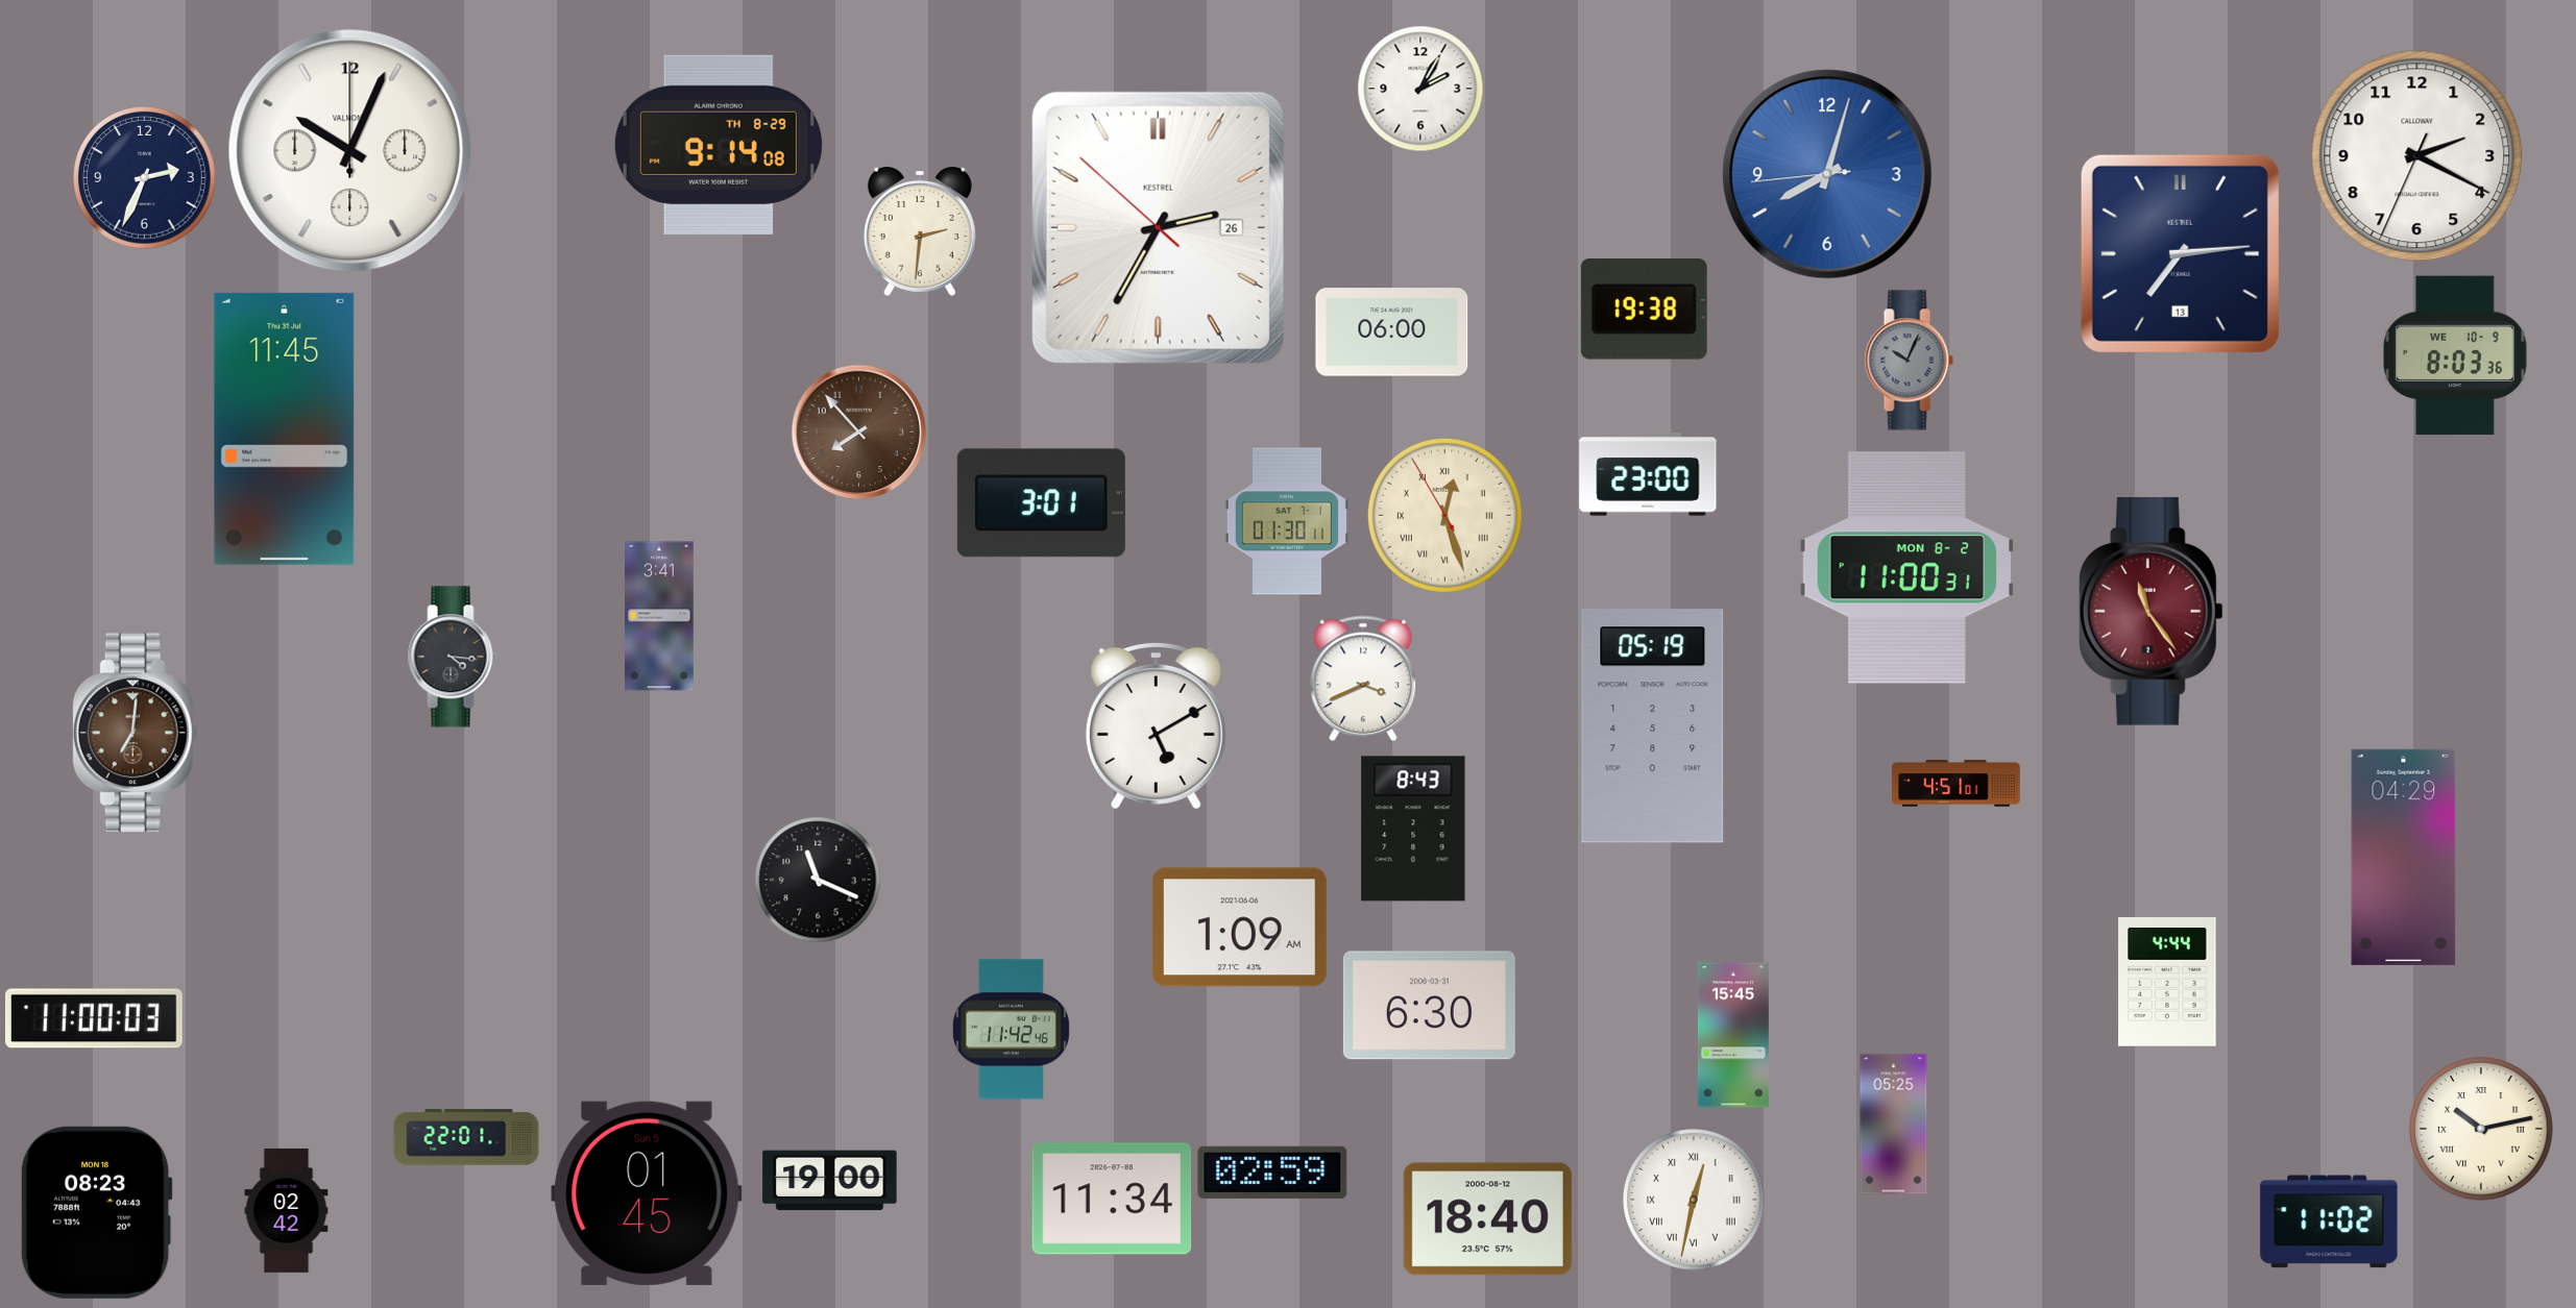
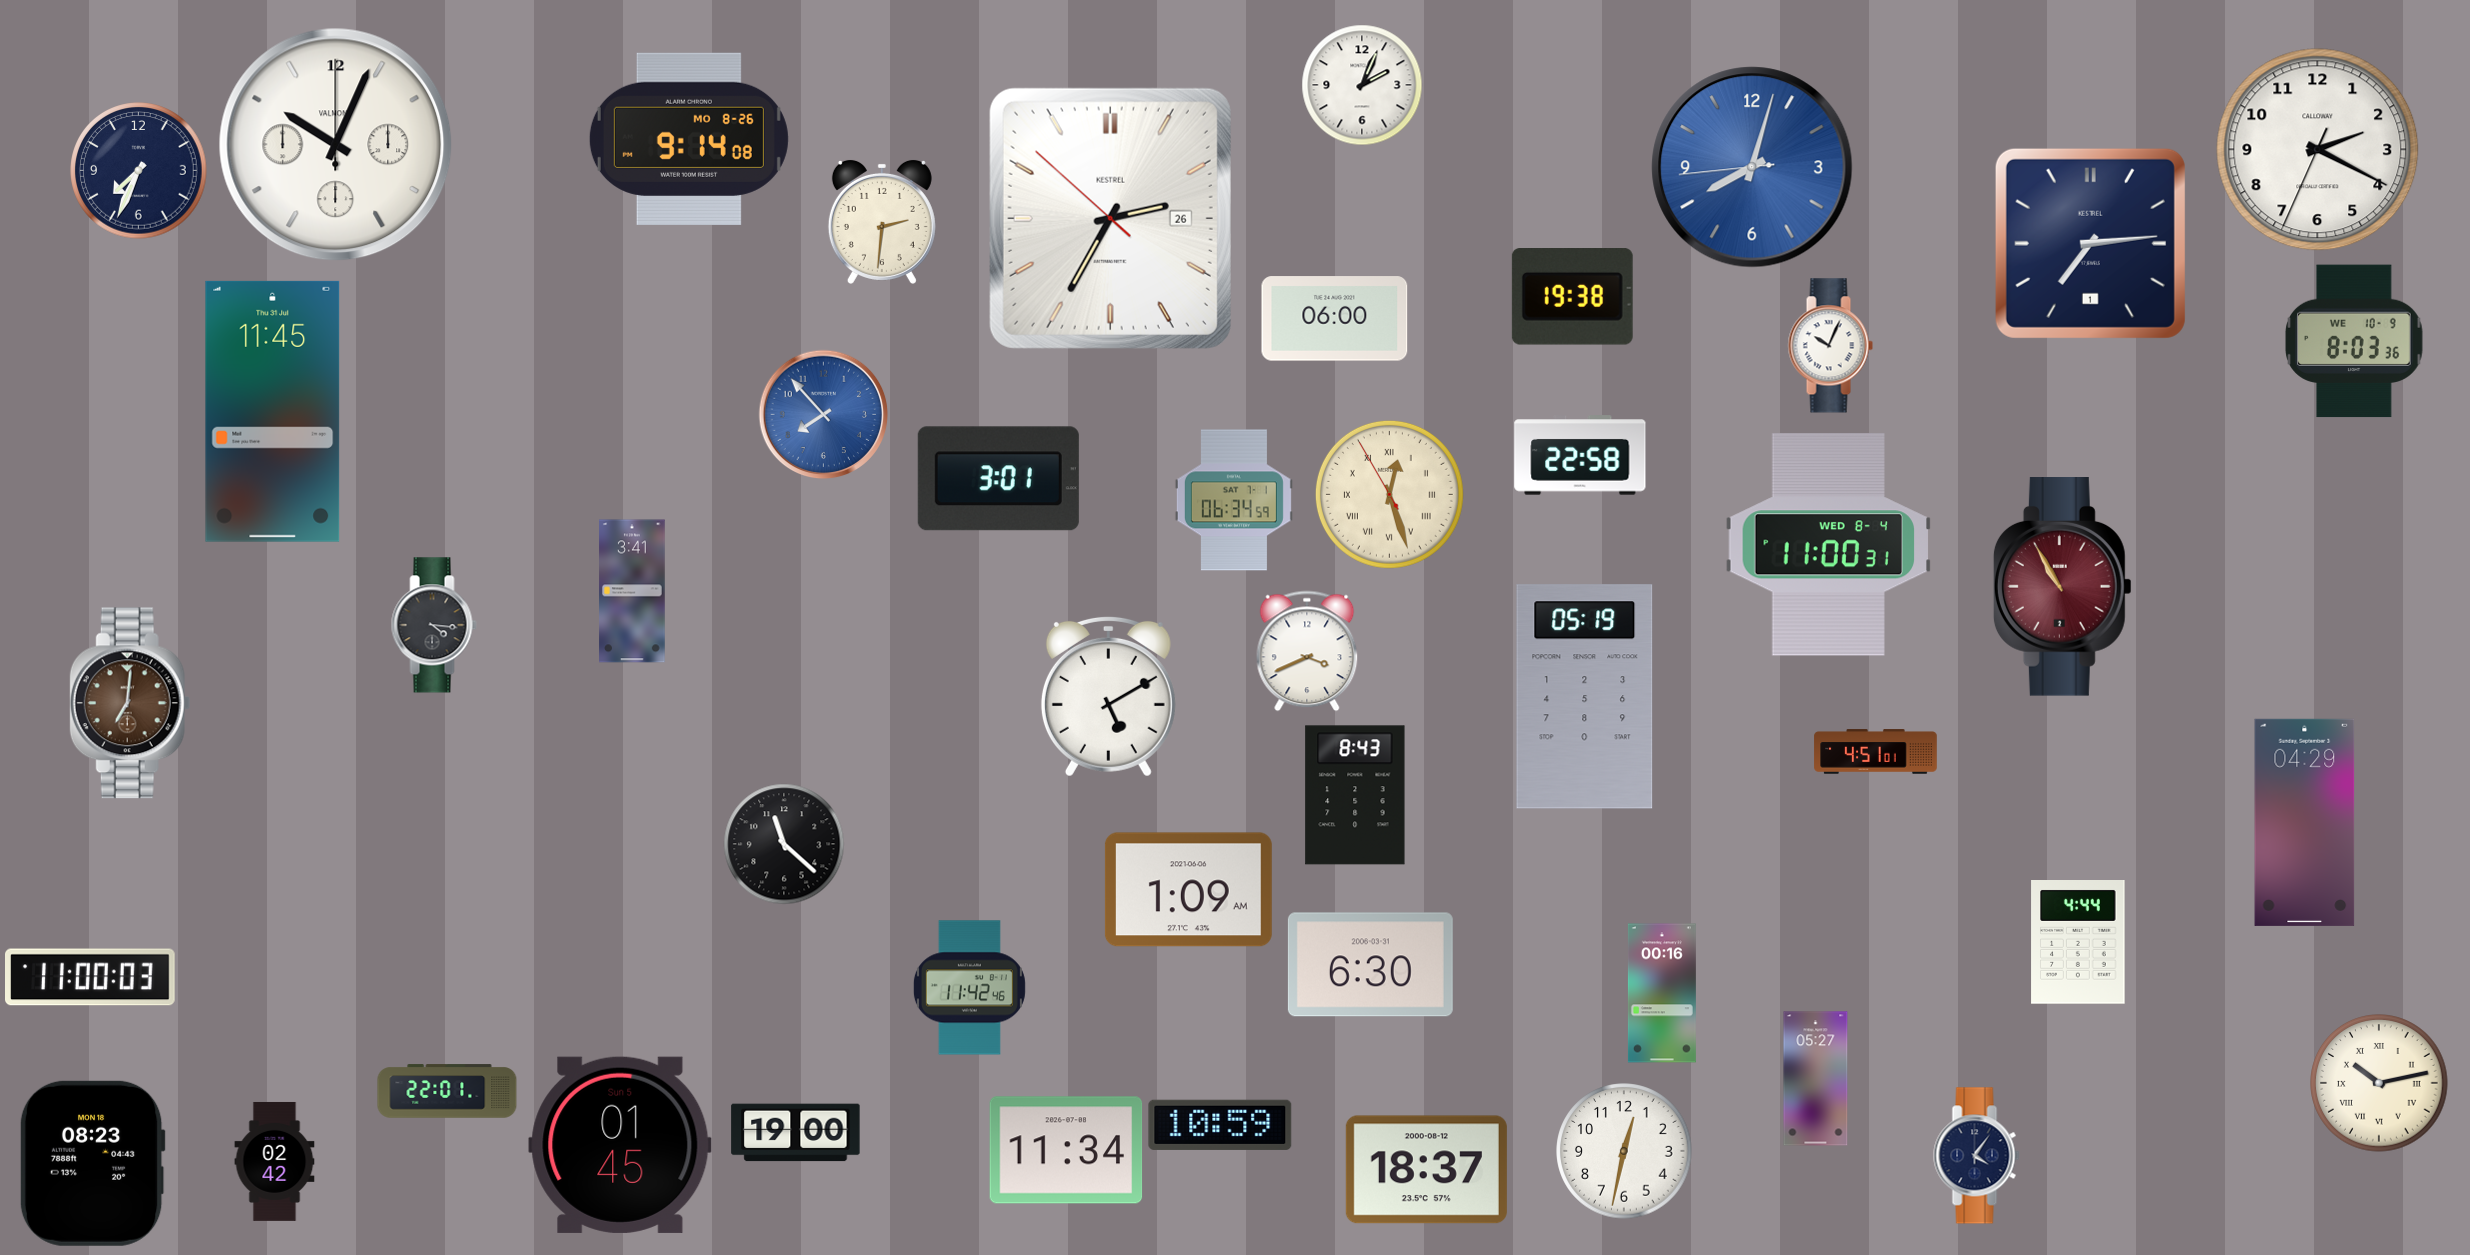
clock at (1420, 89): 2:05 -> 2:04
clock at (719, 145) date: TH 8-29 -> MO 8-26
clock at (145, 178): 2:34 -> 7:34
clock at (2180, 253) date: 13 -> 1
clock at (1644, 310) position: (1644, 310) -> (1572, 297)
clock at (1909, 361) dial: grey -> white
clock at (859, 433) dial: brown -> blue
clock at (1648, 474): 23:00 -> 22:58
clock at (1041, 503) position: (1041, 503) -> (998, 479)
clock at (1444, 515) position: (1444, 515) -> (1389, 494)
clock at (1287, 521): 01:30 -> 06:34
clock at (1907, 568) date: MON 8-2 -> WED 8-4
clock at (2150, 612): 11:24 -> 10:55
clock at (453, 657) position: (453, 657) -> (434, 625)
clock at (818, 880): 11:19 -> 11:22
clock at (1733, 1035): 15:45 -> 00:16
clock at (1894, 1125): 05:25 -> 05:27
clock at (1272, 1173): 02:59 -> 10:59
clock at (1694, 1200) numerals: Roman -> Arabic
clock at (1977, 1156): none -> 4:06
clock at (1487, 1219): 18:40 -> 18:37
clock at (2329, 1221): 11:02 -> none
